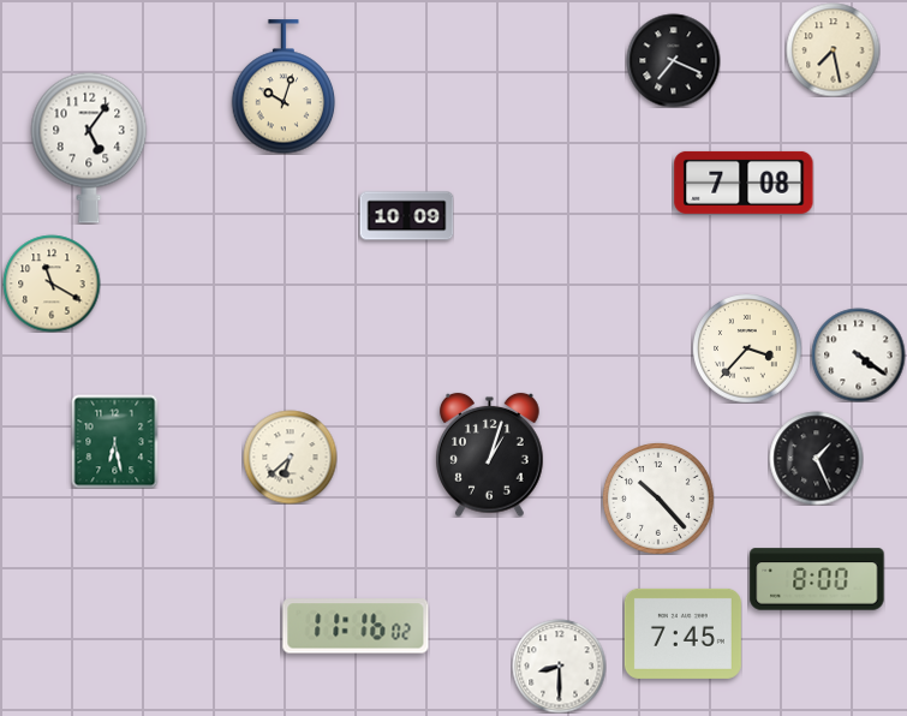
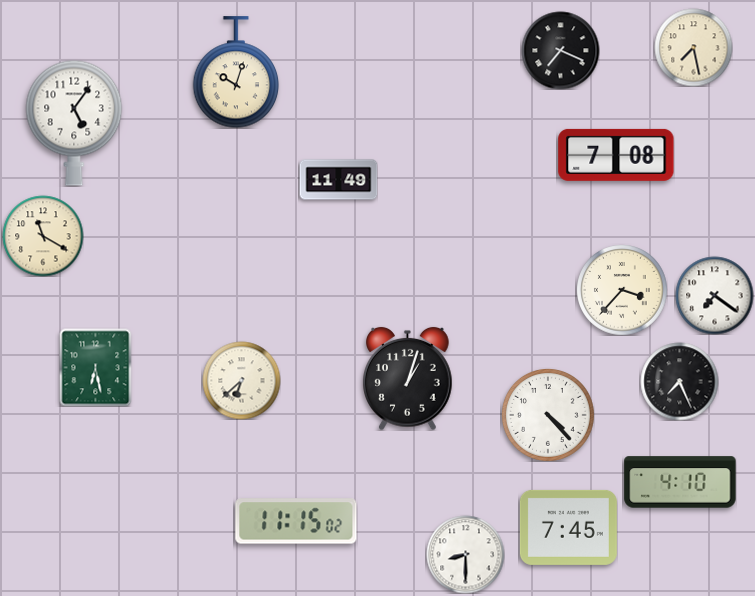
clock at (833, 49) position: (833, 49) -> (693, 47)
clock at (744, 183) position: (744, 183) -> (616, 155)
clock at (406, 216): 10:09 -> 11:49
clock at (858, 354): 4:21 -> 7:21
clock at (816, 458): 1:26 -> 7:26
clock at (658, 499): 10:23 -> 4:23
clock at (817, 579): 8:00 -> 4:10
clock at (356, 626): 11:16 -> 11:15
